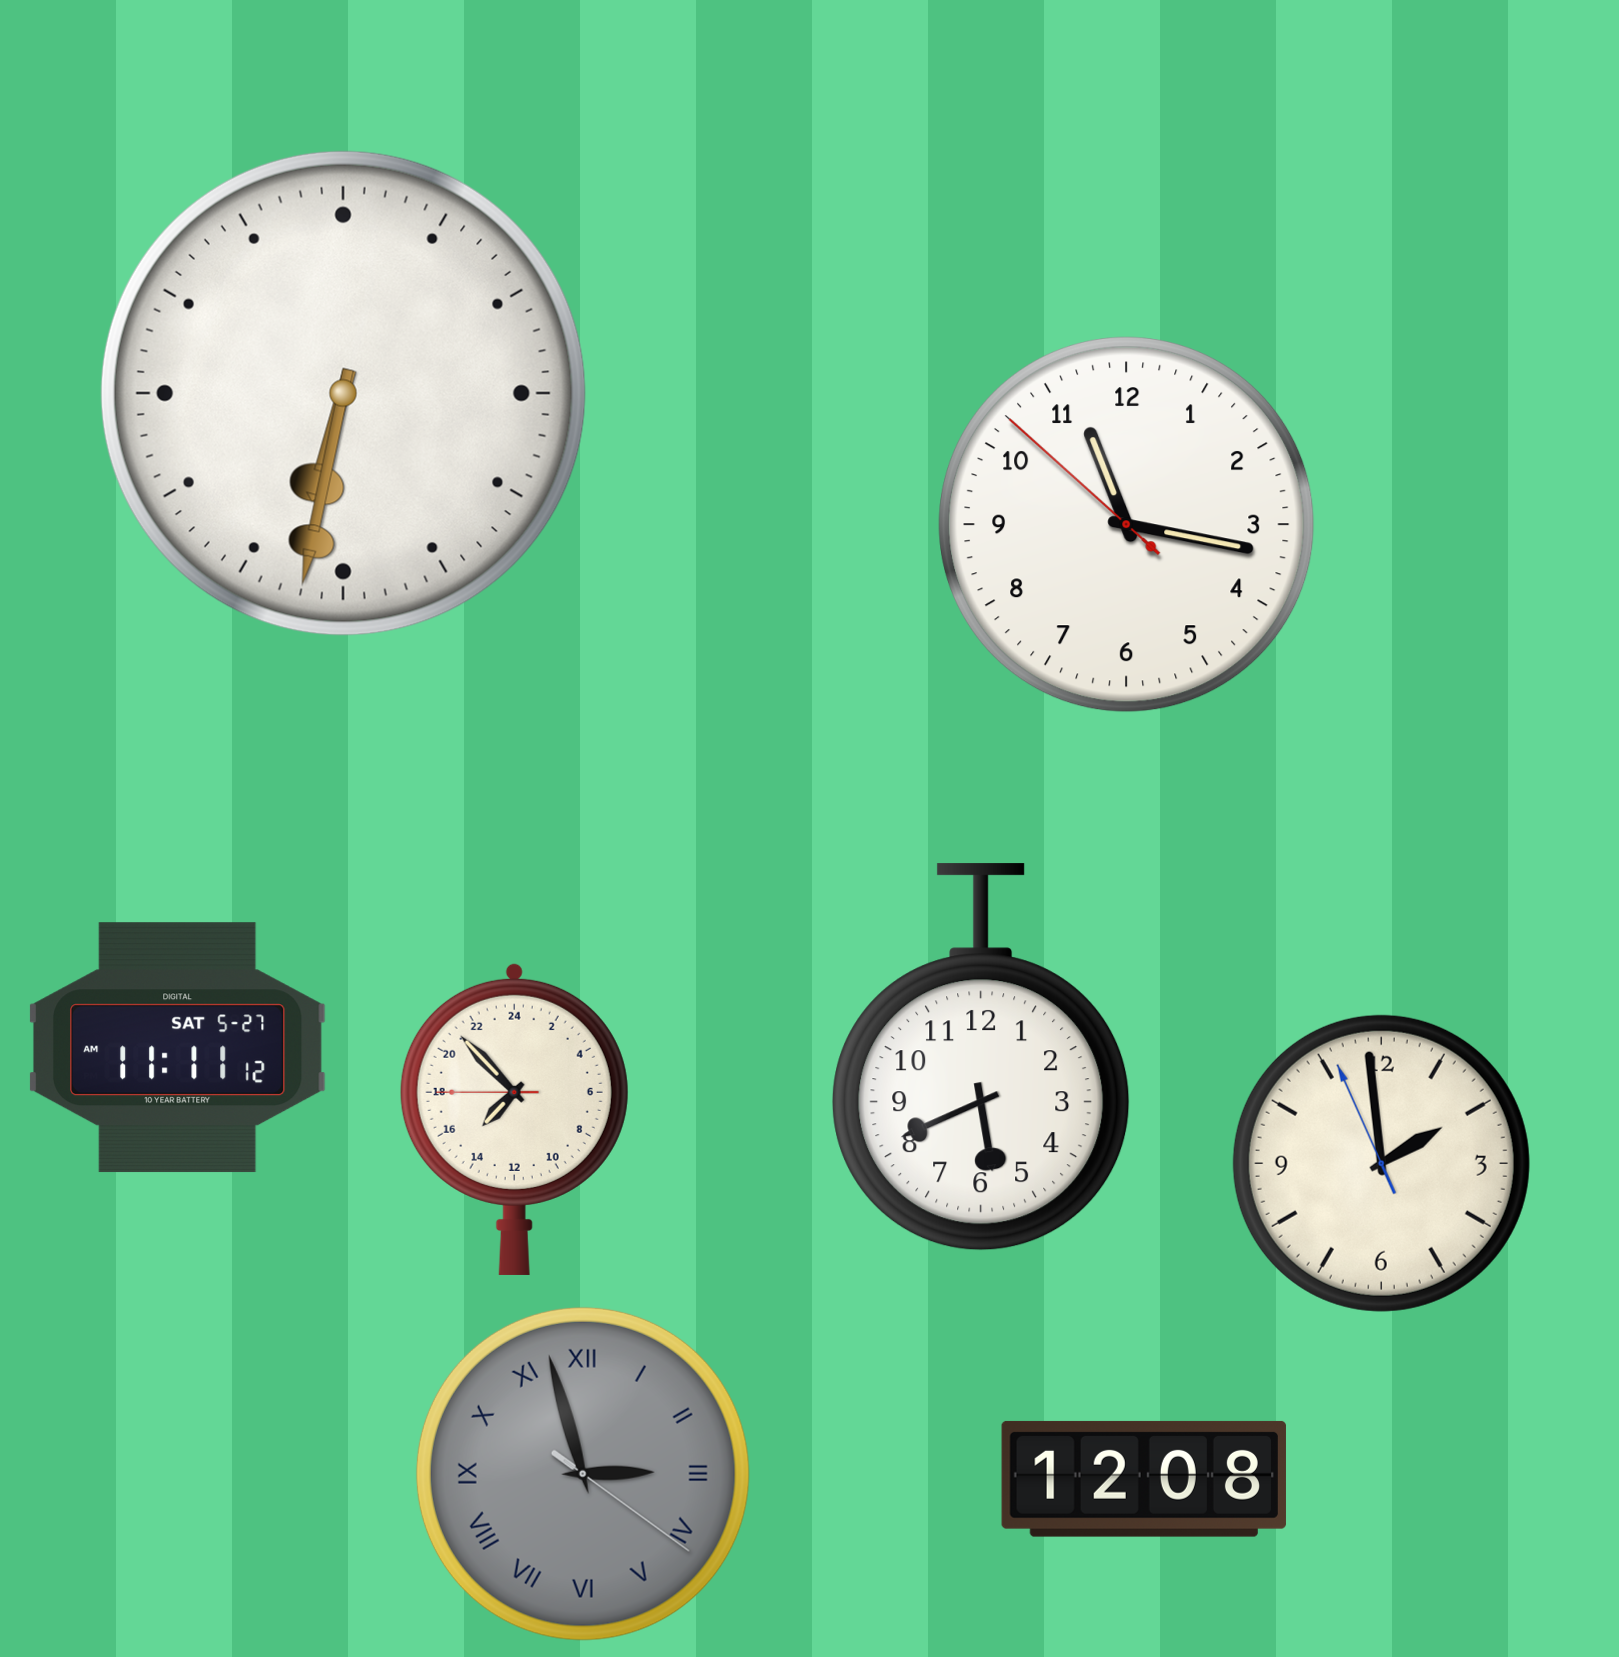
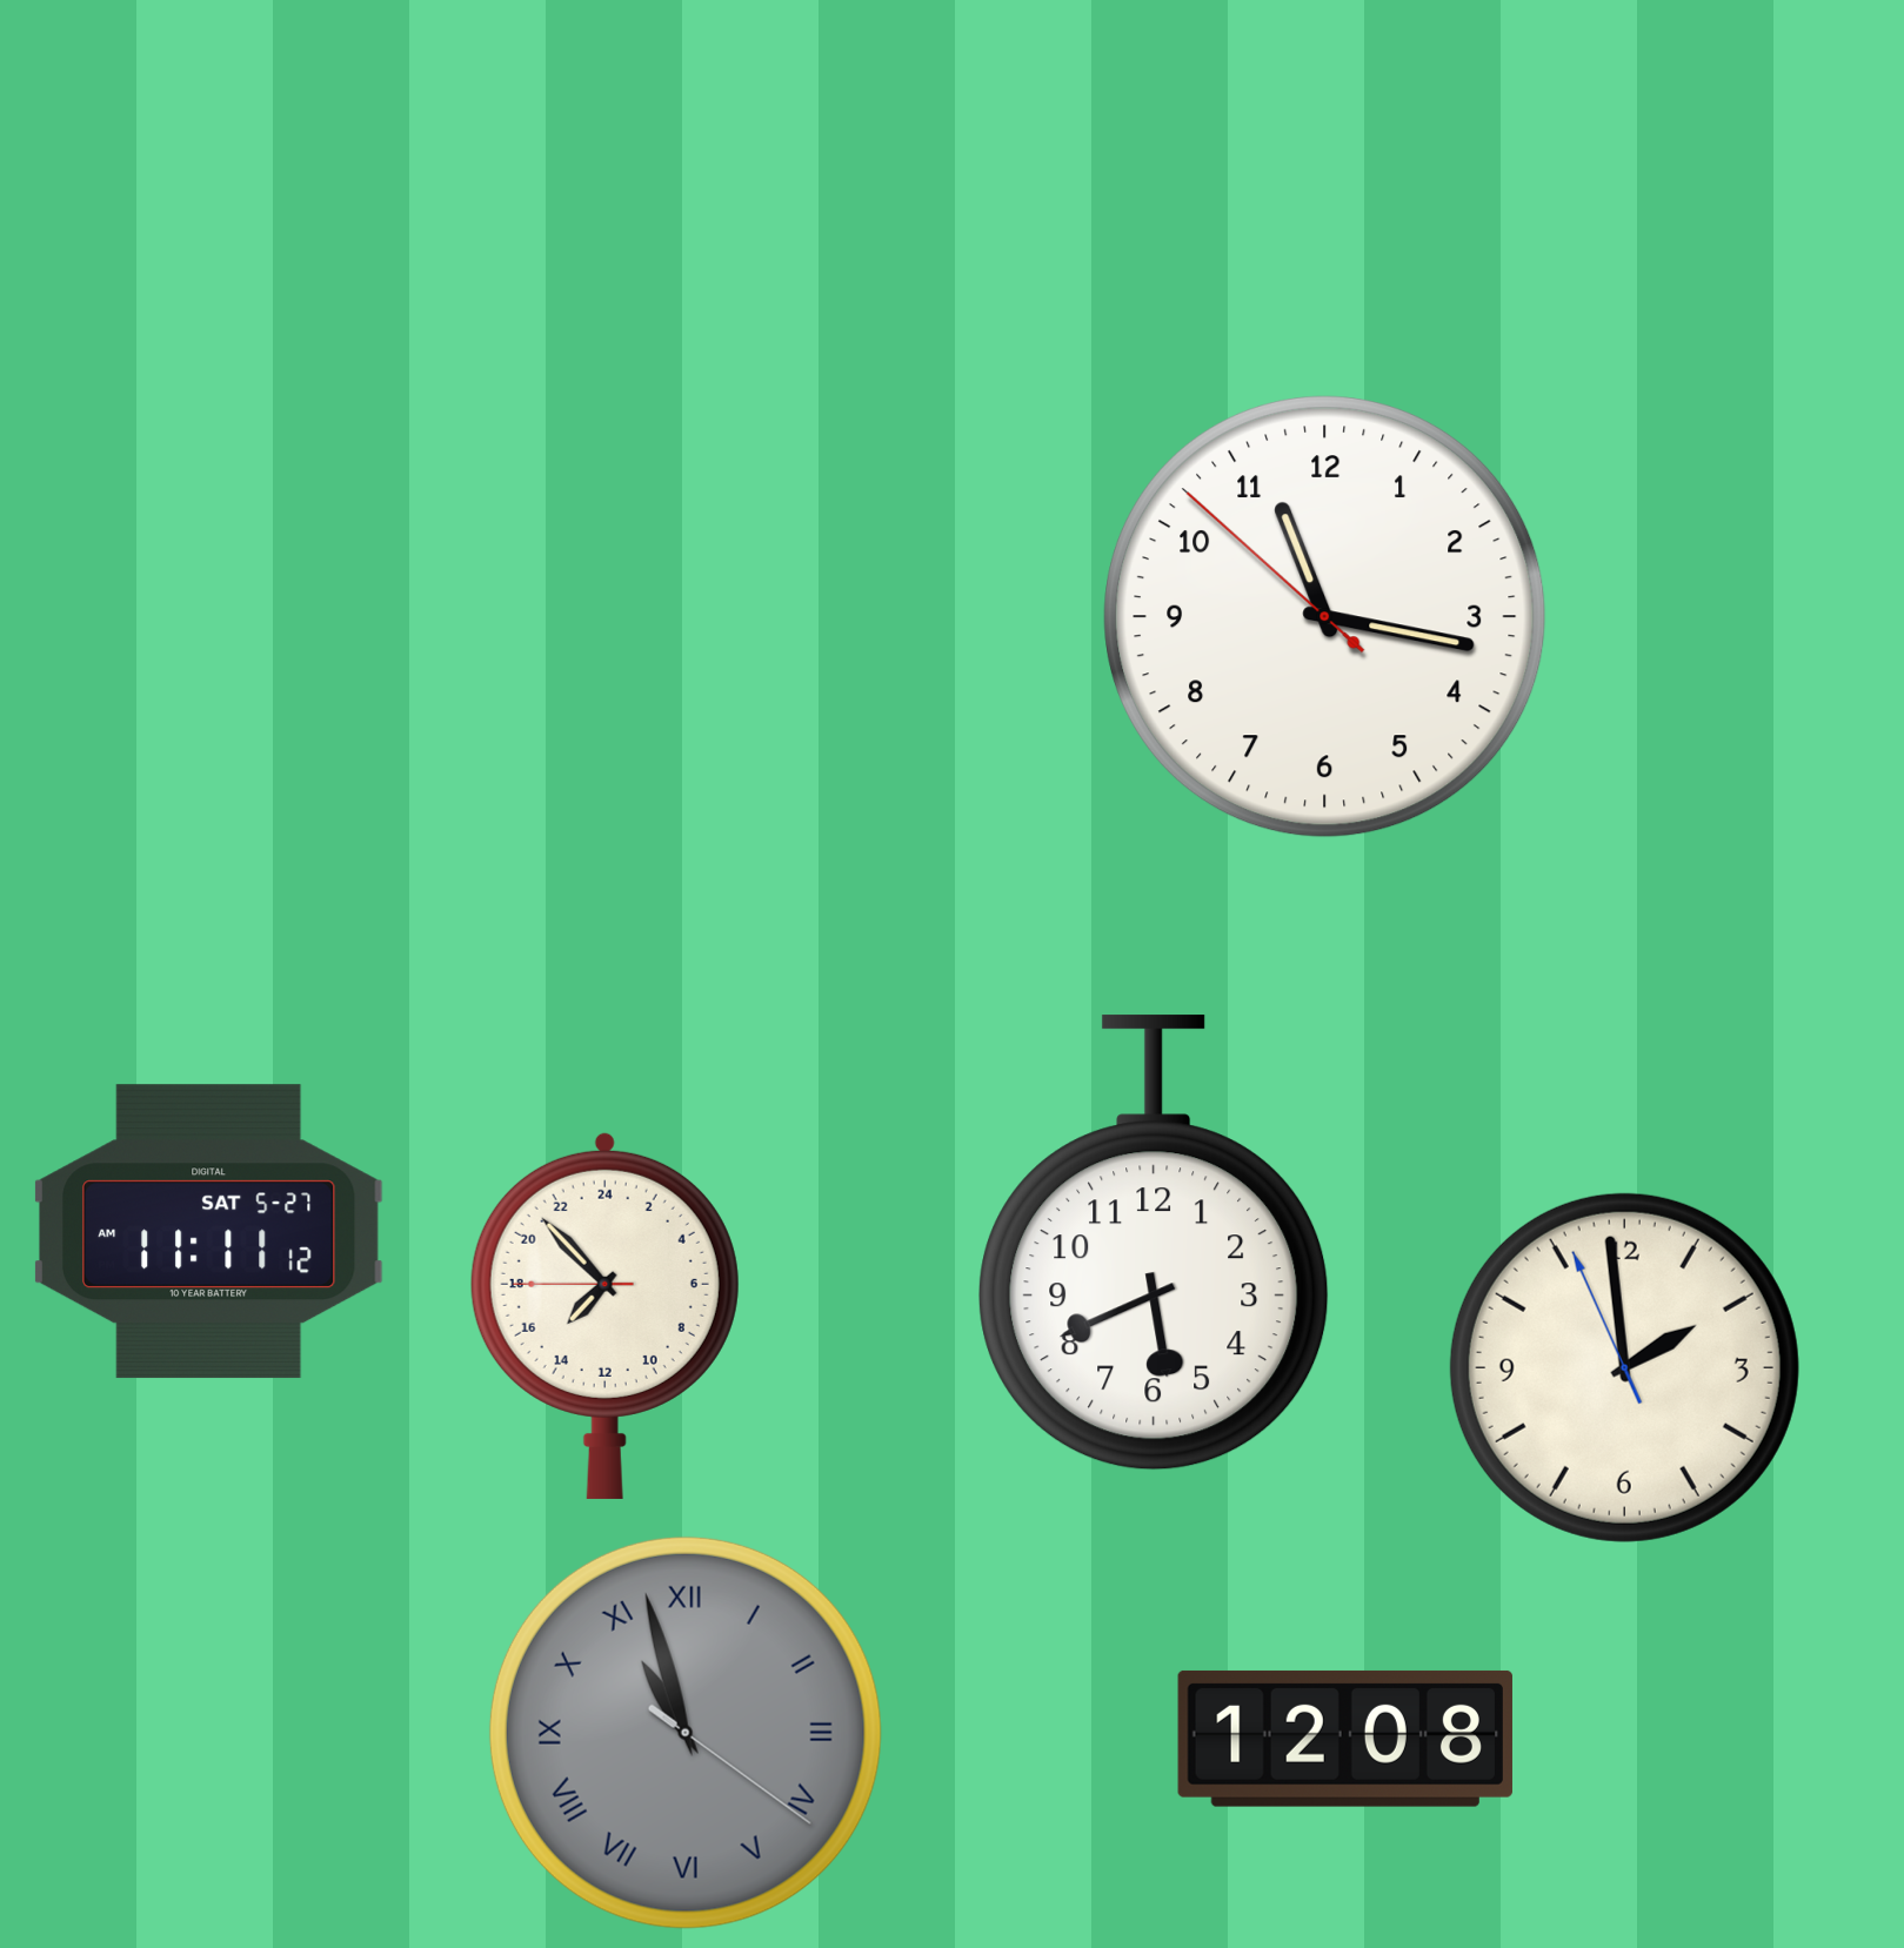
clock at (343, 393): 6:32 -> none
clock at (583, 1474): 2:57 -> 10:57
